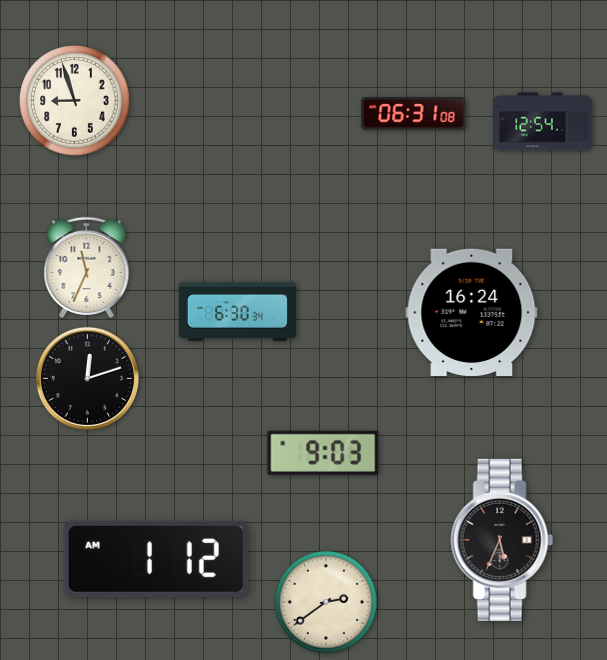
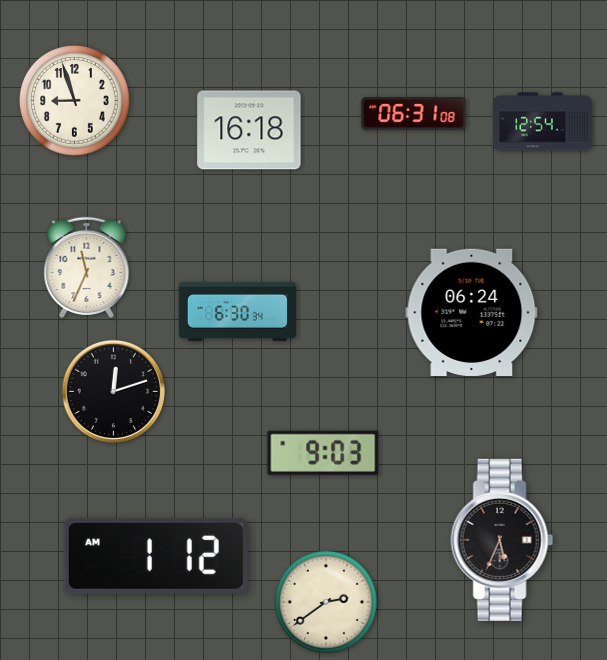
clock at (249, 130): none -> 16:18
clock at (472, 312): 16:24 -> 06:24
clock at (87, 378) position: (87, 378) -> (113, 391)
clock at (156, 559) position: (156, 559) -> (156, 556)
